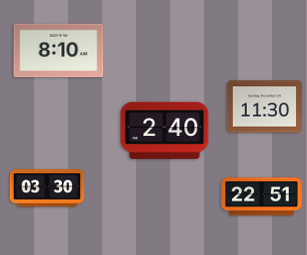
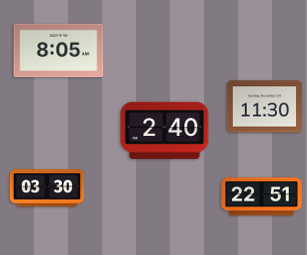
clock at (59, 51): 8:10 -> 8:05
